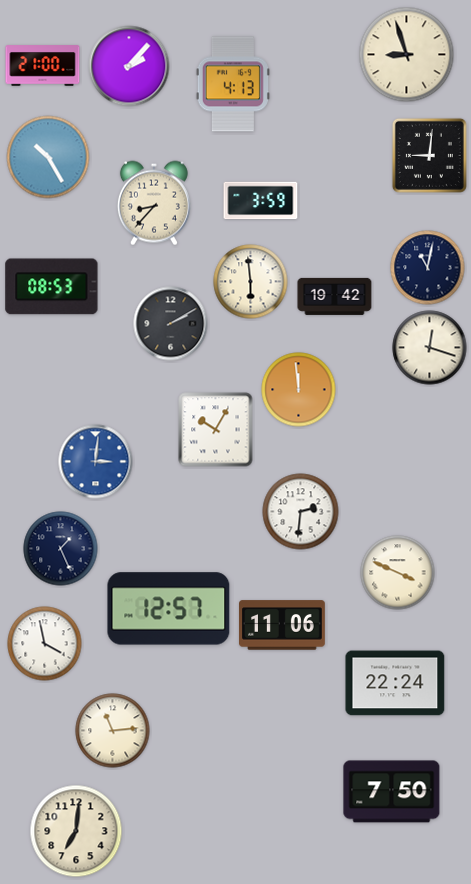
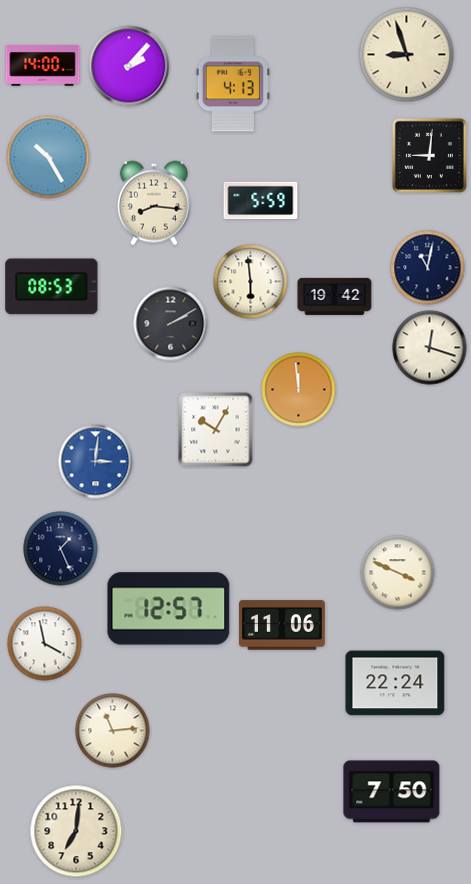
clock at (43, 66): 21:00 -> 14:00
clock at (261, 201): 3:59 -> 5:59
clock at (154, 203): 8:37 -> 8:16
clock at (301, 512): 2:31 -> none
